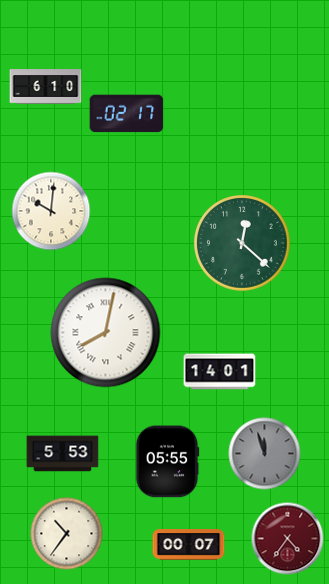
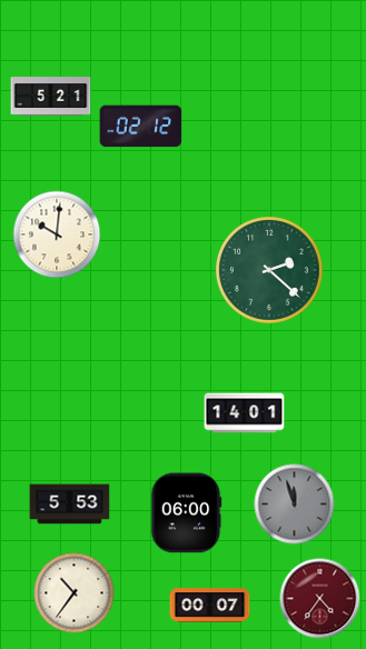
clock at (46, 87): 6:10 -> 5:21
clock at (127, 114): 02:17 -> 02:12
clock at (243, 244): 12:22 -> 2:22
clock at (106, 333): 8:02 -> none
clock at (167, 462): 05:55 -> 06:00
